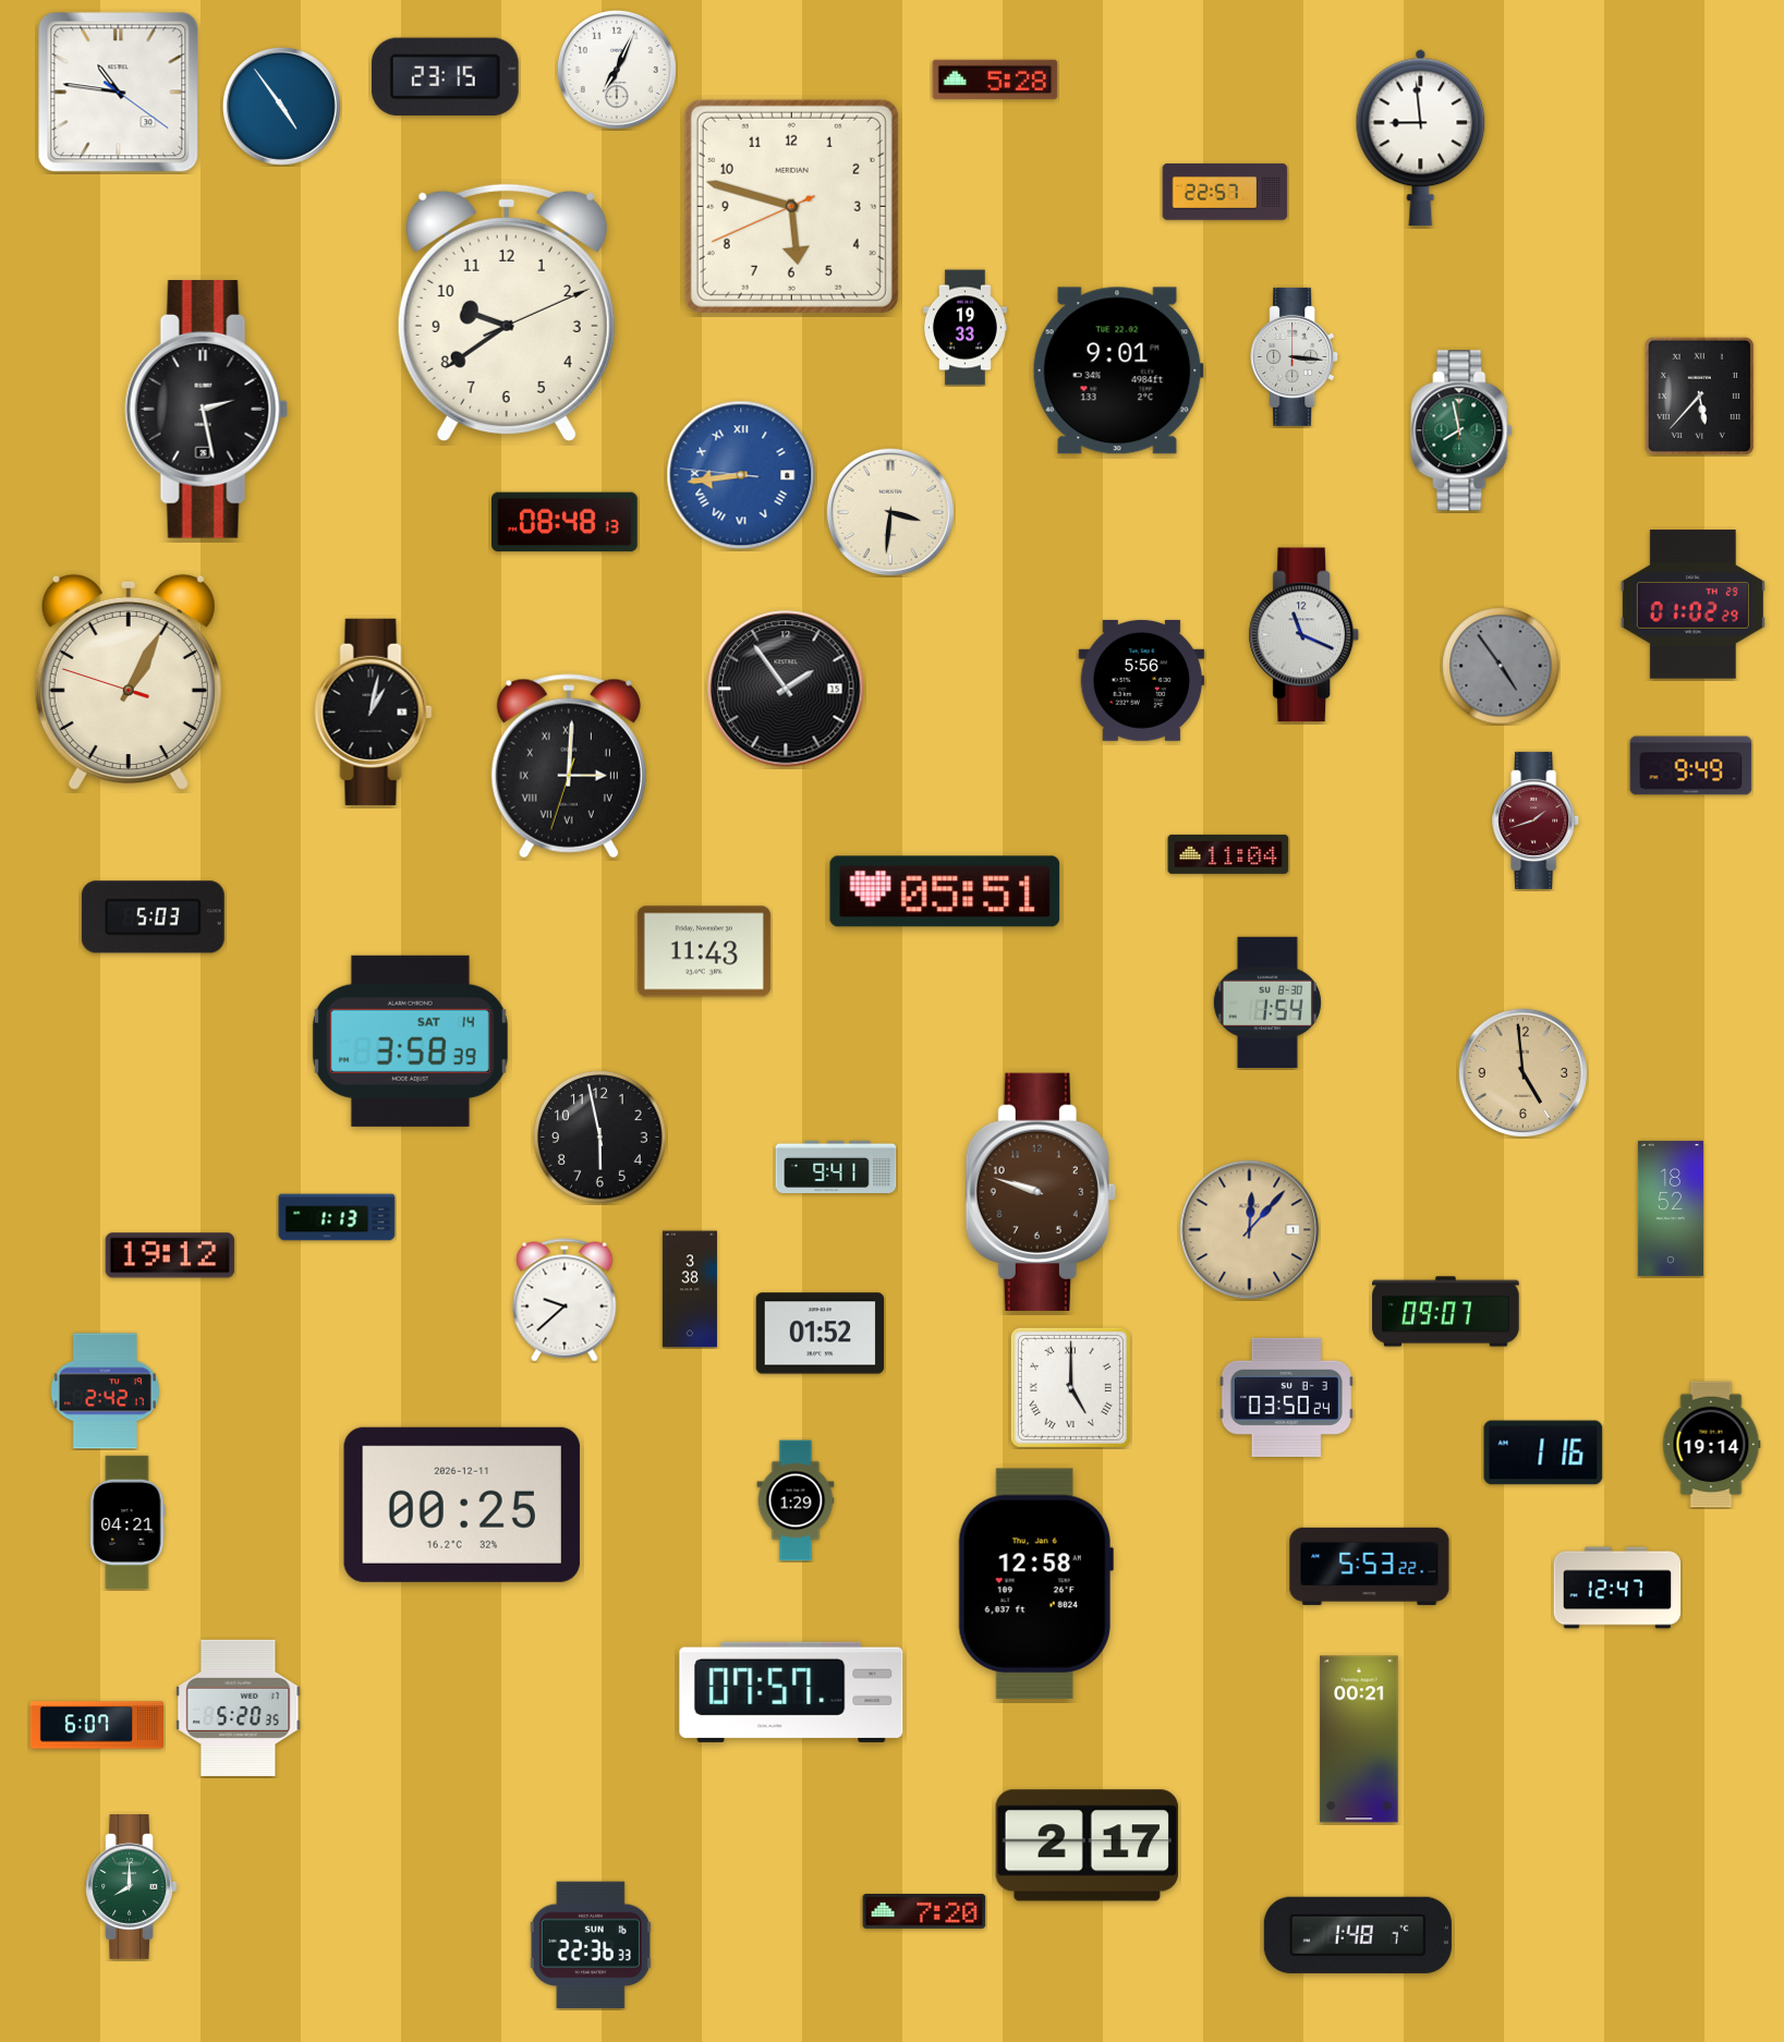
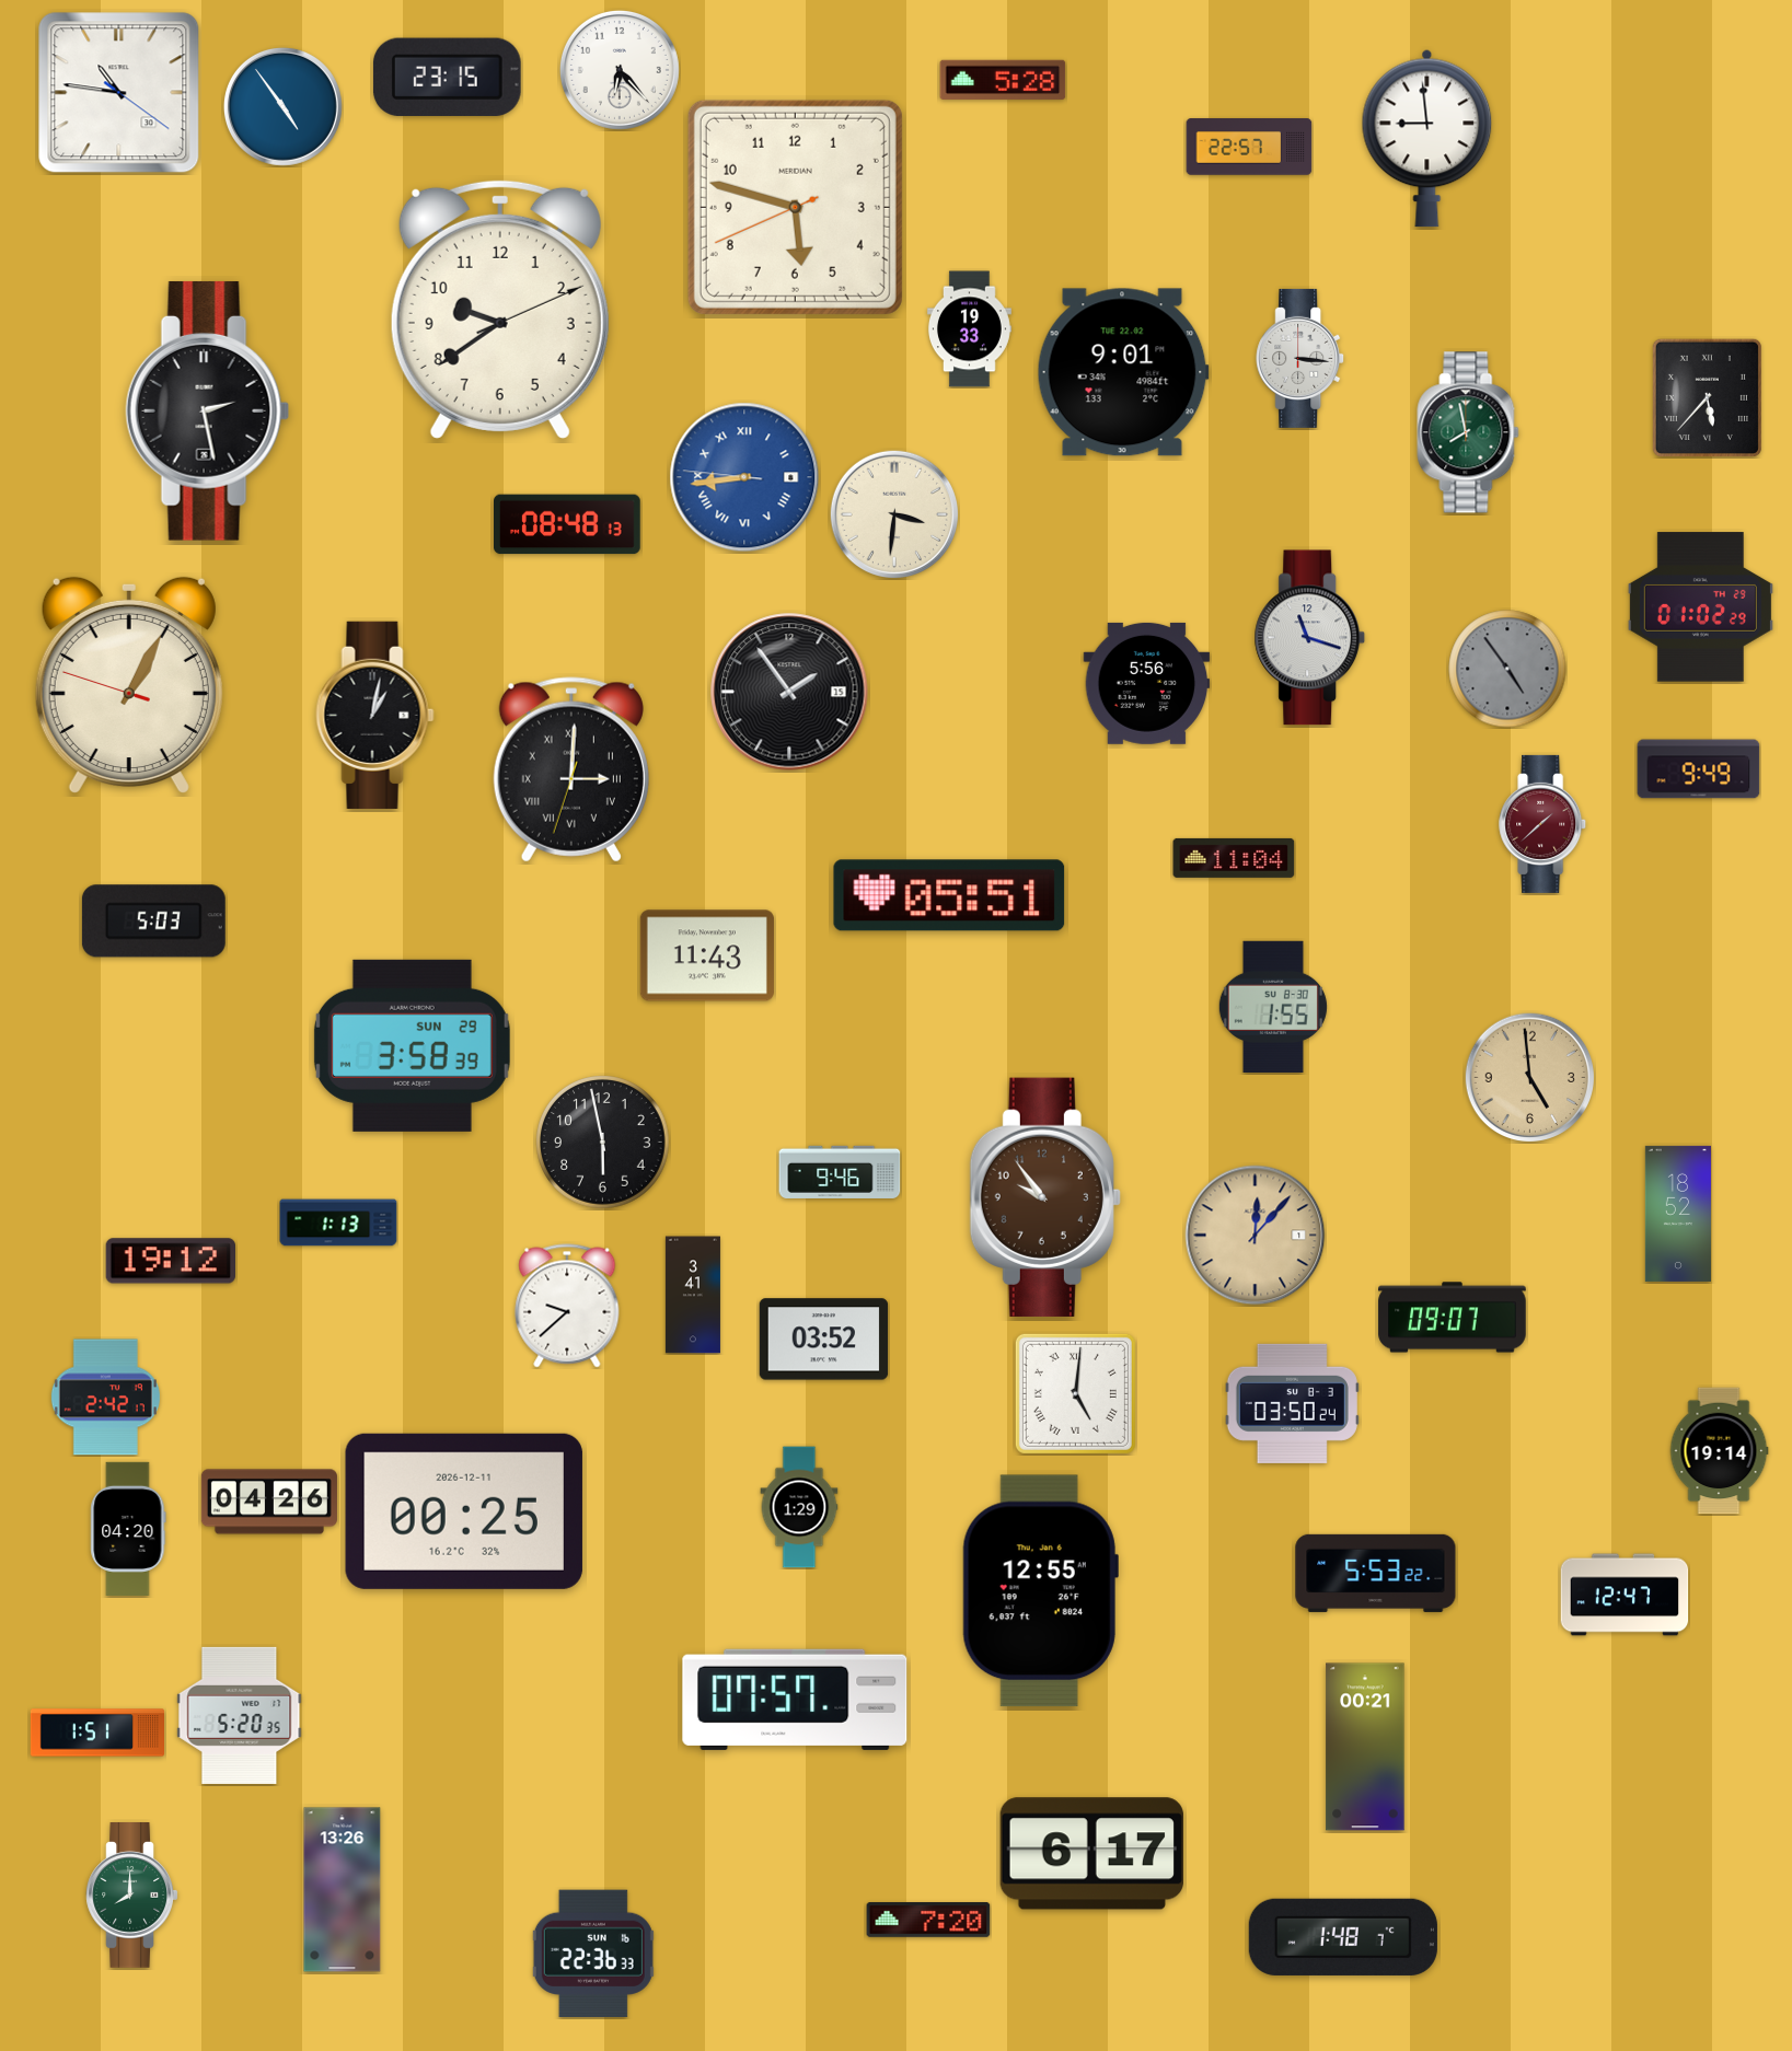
clock at (617, 70): 7:04 -> 6:23
clock at (995, 80) position: (995, 80) -> (1003, 80)
clock at (1225, 192) position: (1225, 192) -> (1249, 147)
clock at (507, 313) position: (507, 313) -> (500, 310)
clock at (1304, 635): 11:19 -> 11:18
clock at (1537, 821): 1:42 -> 1:38
clock at (1267, 1001): 1:54 -> 1:55
clock at (410, 1041) date: SAT 14 -> SUN 29
clock at (836, 1167): 9:41 -> 9:46
clock at (1041, 1192): 9:48 -> 9:54
clock at (690, 1289): 3:38 -> 3:41
clock at (821, 1334): 01:52 -> 03:52
clock at (1070, 1387): 5:00 -> 5:01
clock at (1543, 1453): 1:16 -> none
clock at (269, 1502): none -> 04:26
clock at (128, 1522): 04:21 -> 04:20
clock at (1035, 1584): 12:58 -> 12:55
clock at (96, 1725): 6:07 -> 1:51
clock at (1087, 1846): 2:17 -> 6:17
clock at (343, 1890): none -> 13:26
clock at (1358, 1935) position: (1358, 1935) -> (1343, 1937)
